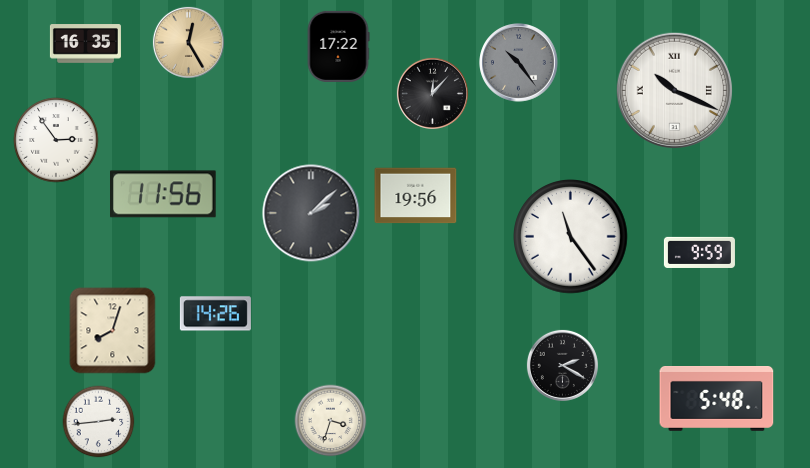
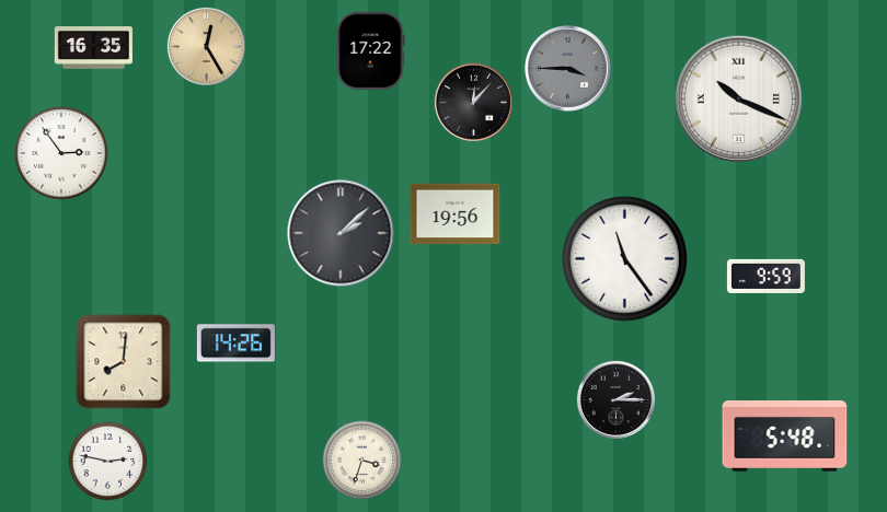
clock at (519, 63): 10:24 -> 3:45
clock at (163, 194): 11:56 -> none
clock at (113, 331): 8:03 -> 8:01
clock at (562, 365): 2:20 -> 2:15
clock at (99, 422): 2:44 -> 2:47
